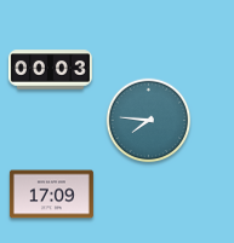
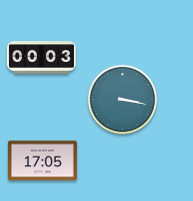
clock at (149, 121): 7:46 -> 3:17
clock at (51, 195): 17:09 -> 17:05
